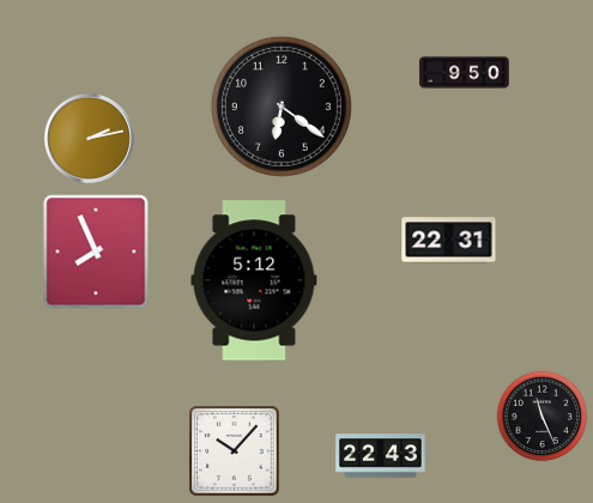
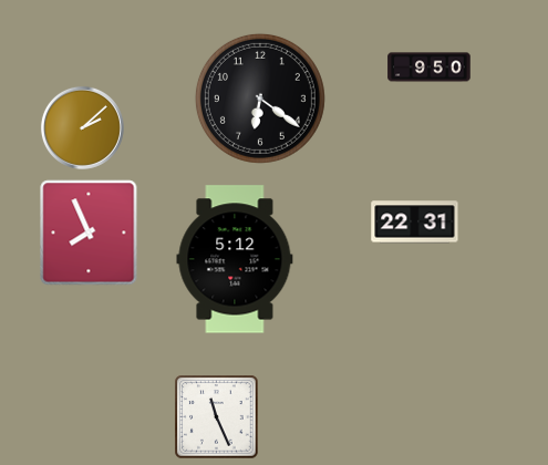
clock at (89, 138): 2:13 -> 2:08
clock at (543, 417): 11:26 -> none
clock at (235, 452): 10:07 -> 11:26
clock at (381, 456): 22:43 -> none
